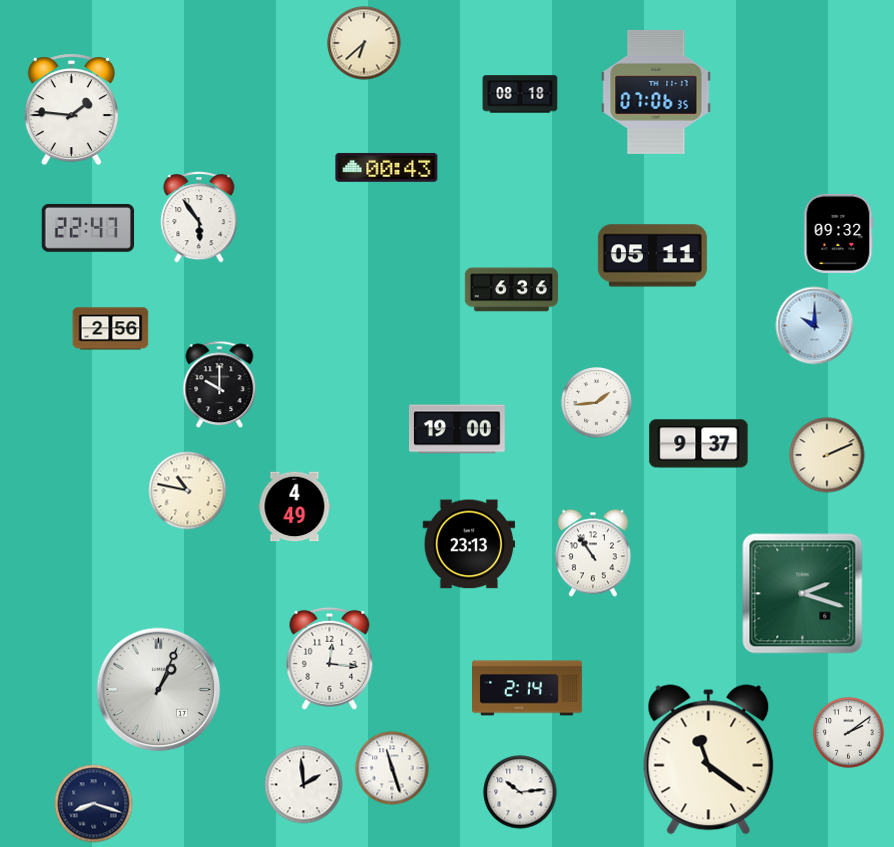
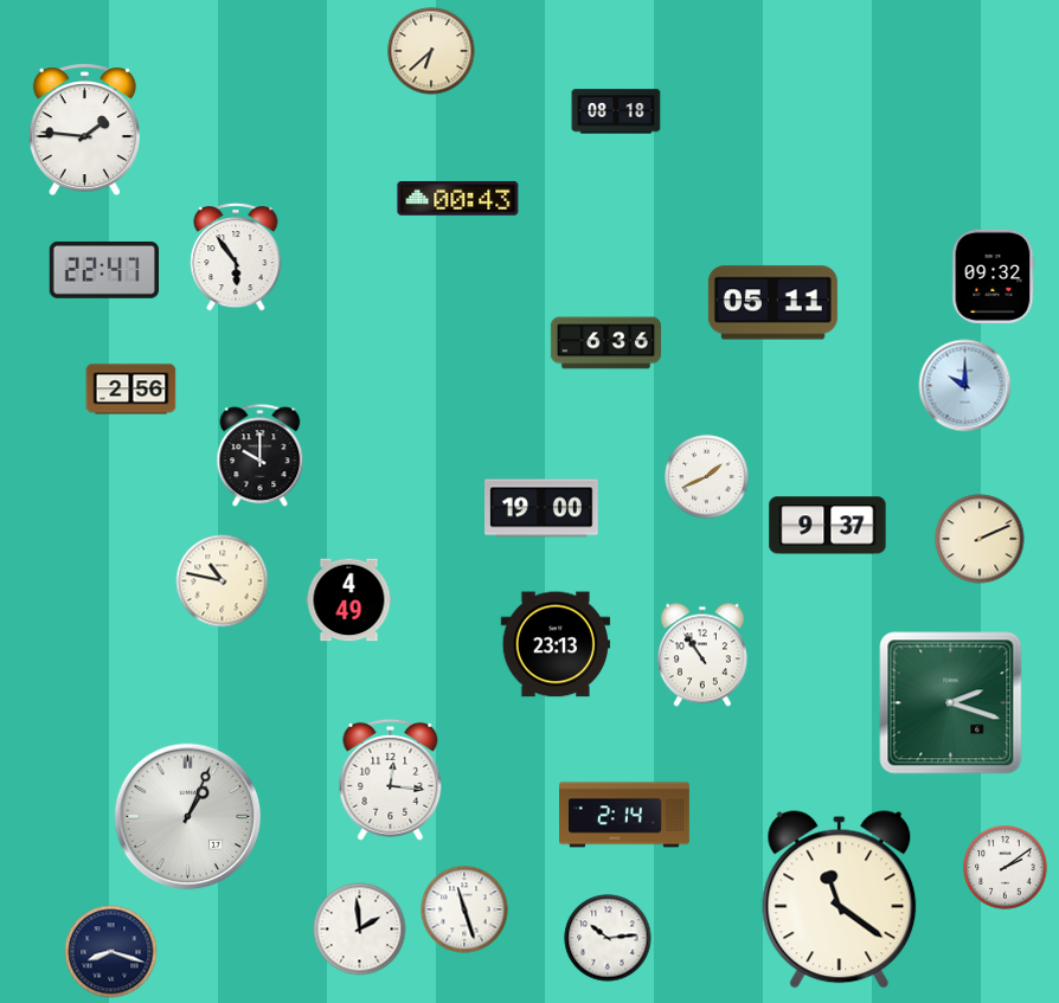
clock at (656, 92): 07:06 -> none
clock at (597, 403): 1:44 -> 1:41
clock at (520, 792) position: (520, 792) -> (608, 938)
